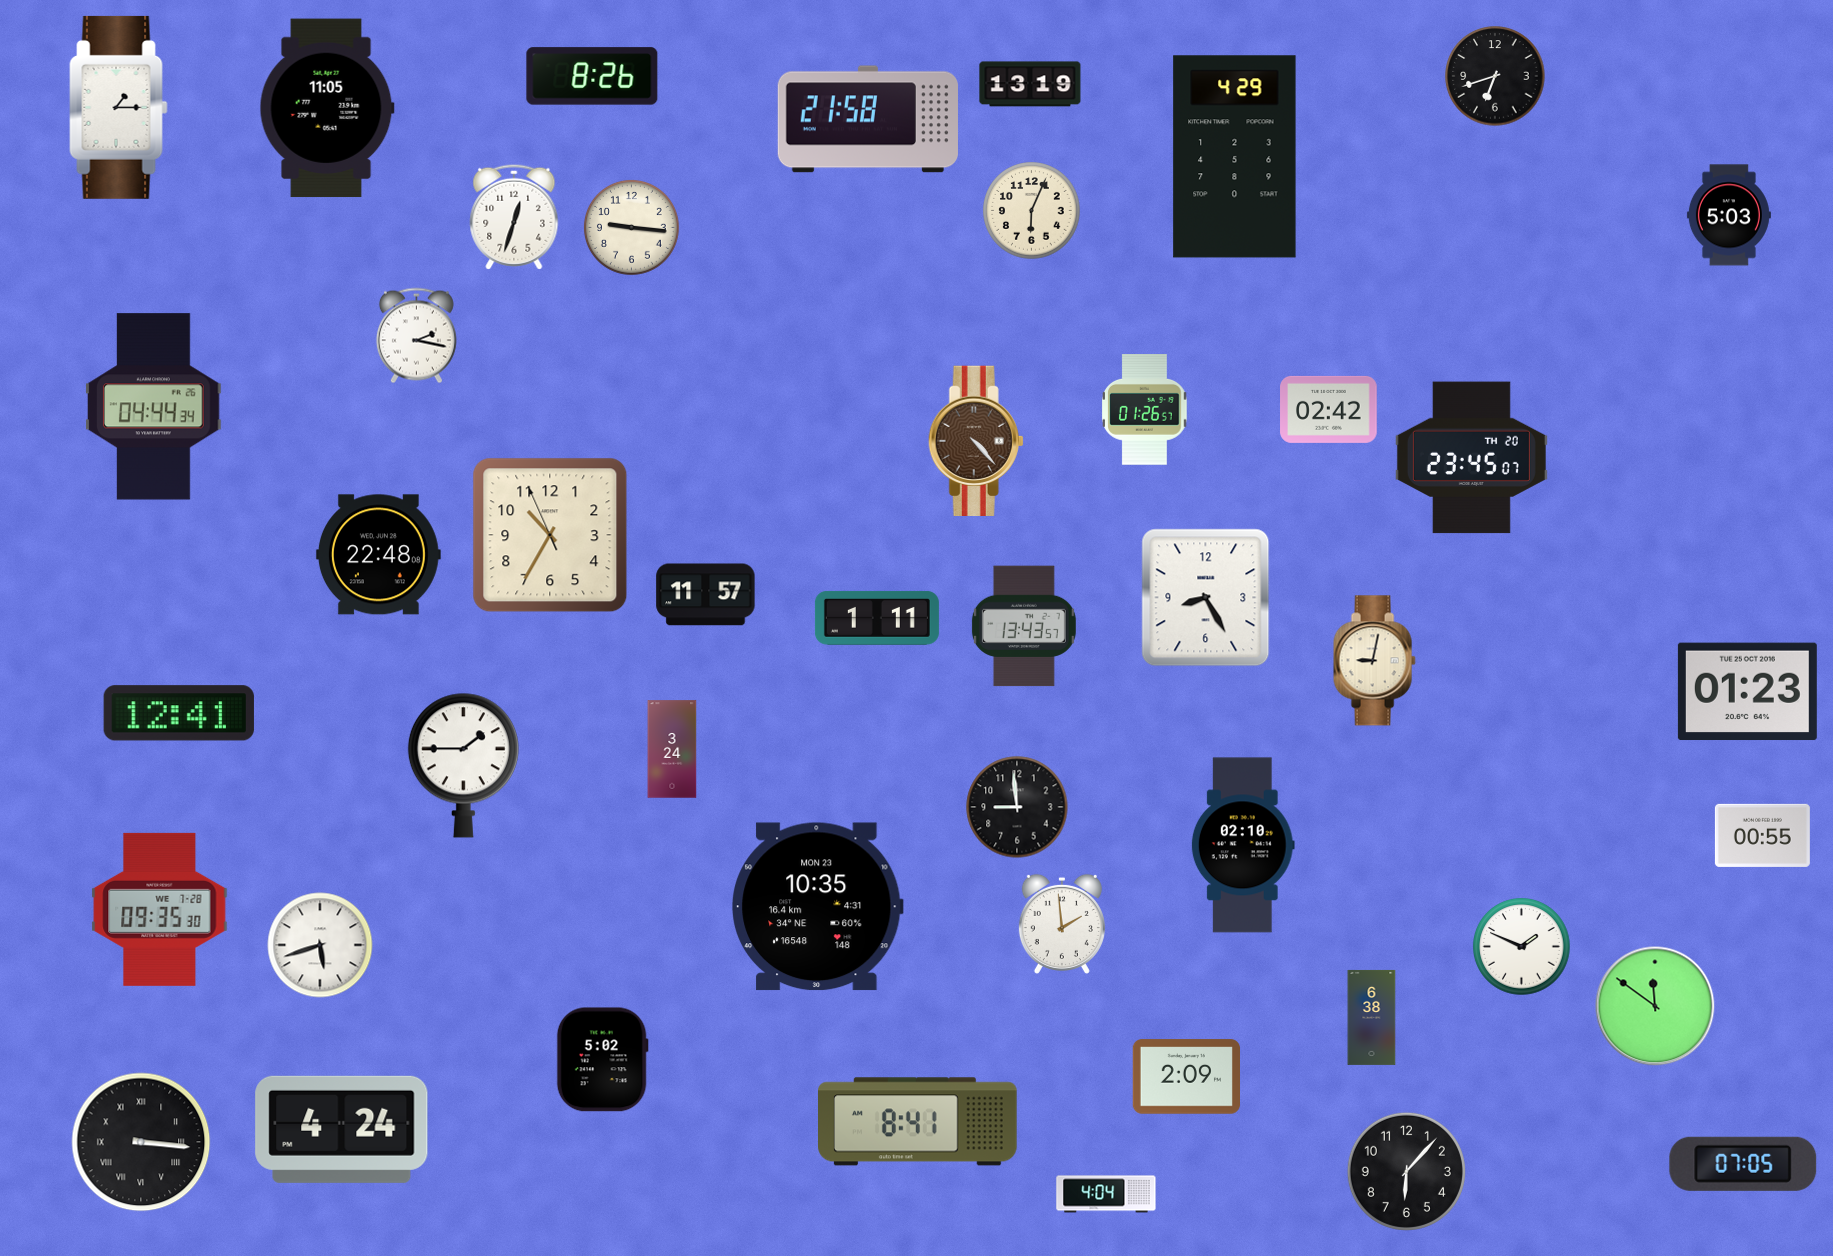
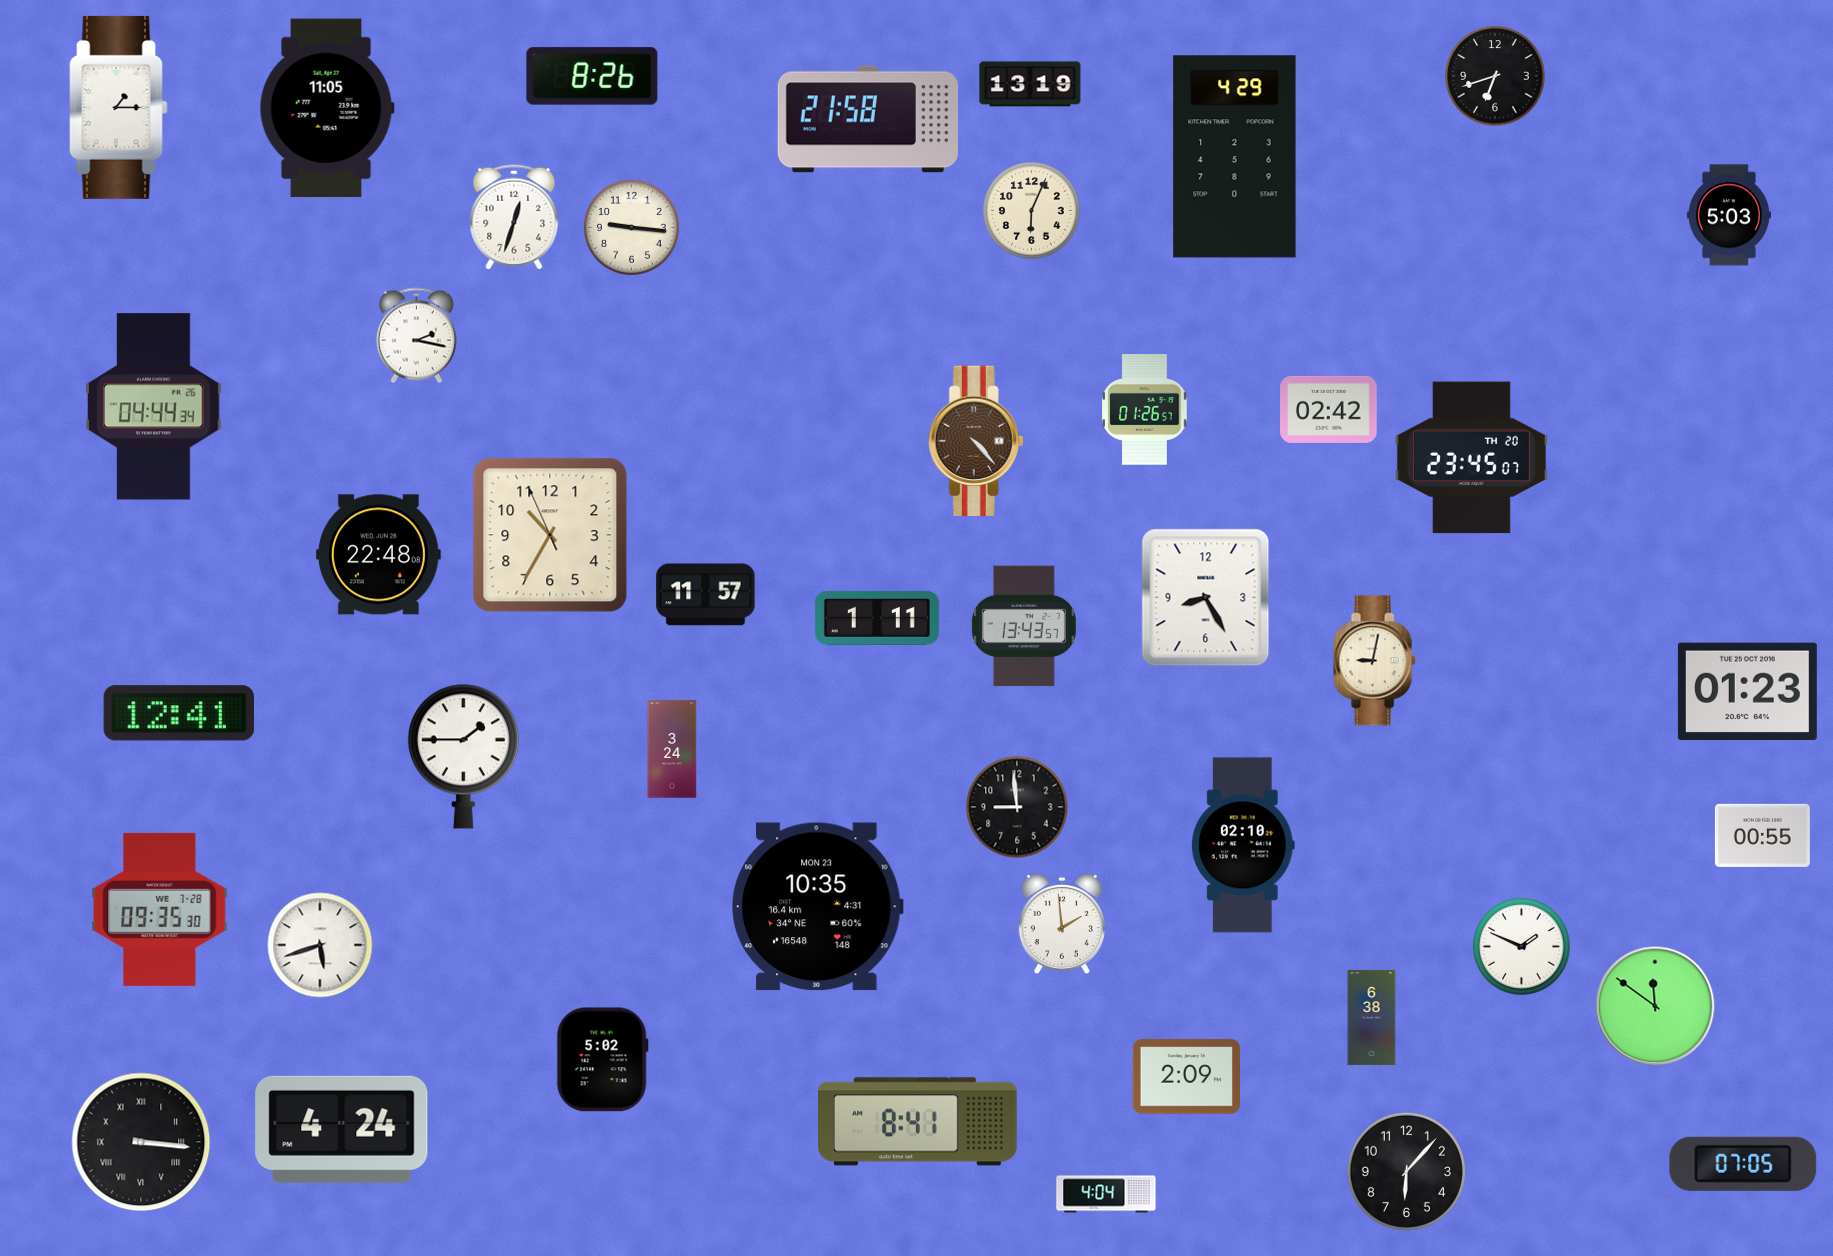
clock at (463, 765) position: (463, 765) -> (463, 756)
